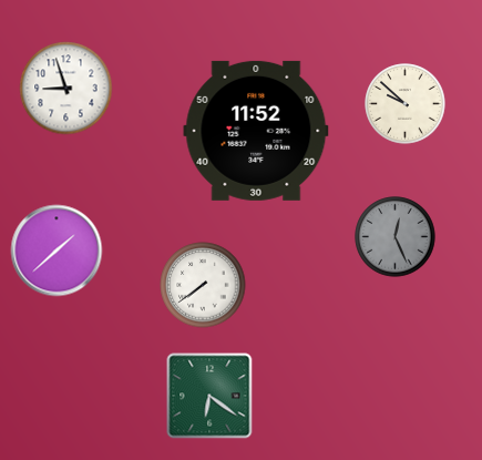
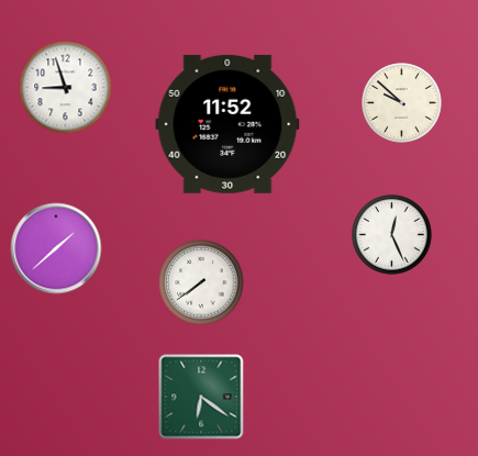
clock at (256, 131) position: (256, 131) -> (227, 124)
clock at (396, 237) dial: grey -> white
clock at (209, 396) position: (209, 396) -> (201, 397)
